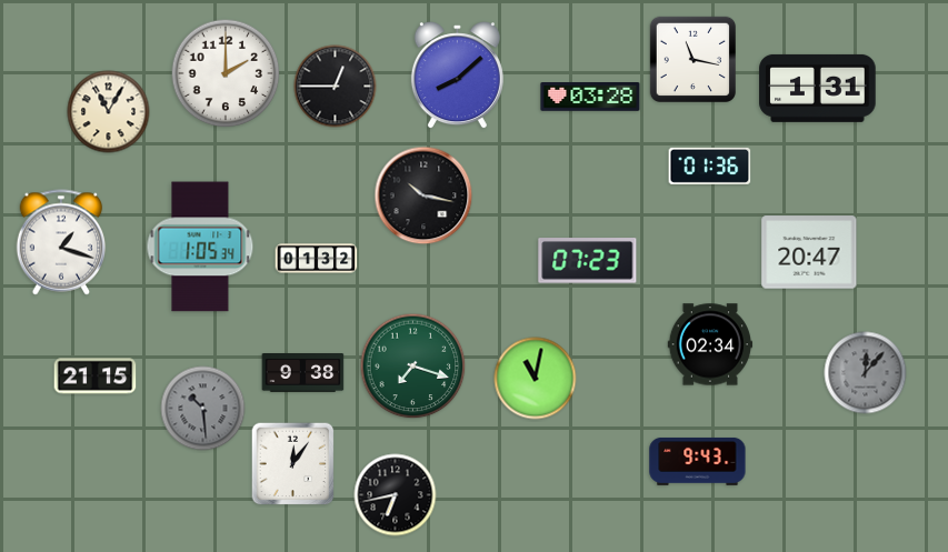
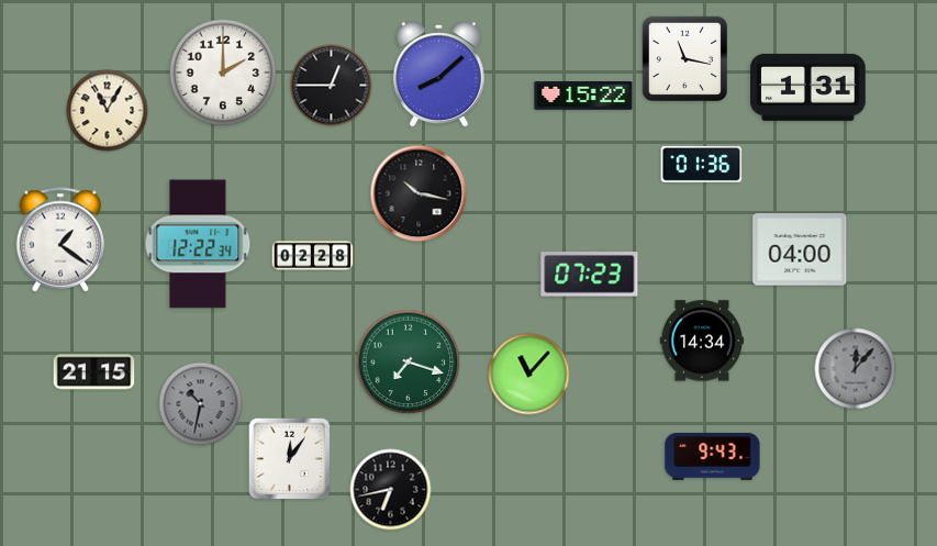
clock at (457, 76) position: (457, 76) -> (438, 75)
clock at (590, 98): 03:28 -> 15:22
clock at (61, 242): 1:18 -> 1:21
clock at (200, 247): 1:05 -> 12:22
clock at (809, 252): 20:47 -> 04:00
clock at (317, 259): 01:32 -> 02:28
clock at (588, 261) position: (588, 261) -> (590, 275)
clock at (710, 344): 02:34 -> 14:34
clock at (303, 373): 9:38 -> none
clock at (536, 379): 11:02 -> 11:07
clock at (203, 409): 10:29 -> 10:32
clock at (698, 461) position: (698, 461) -> (713, 456)
